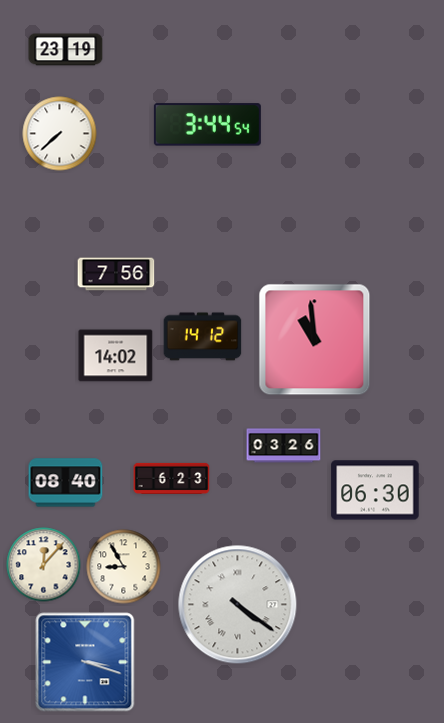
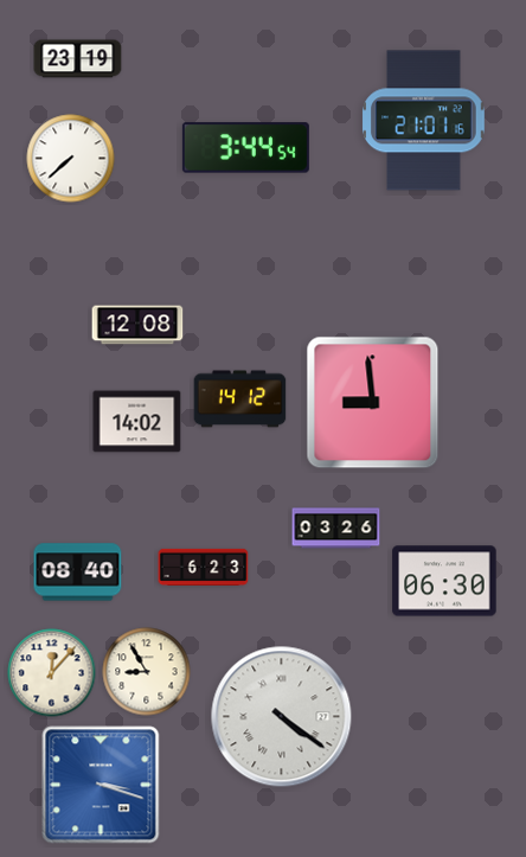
clock at (424, 121): none -> 21:01
clock at (116, 274): 7:56 -> 12:08
clock at (315, 340): 10:59 -> 8:59
clock at (44, 565) position: (44, 565) -> (52, 673)
